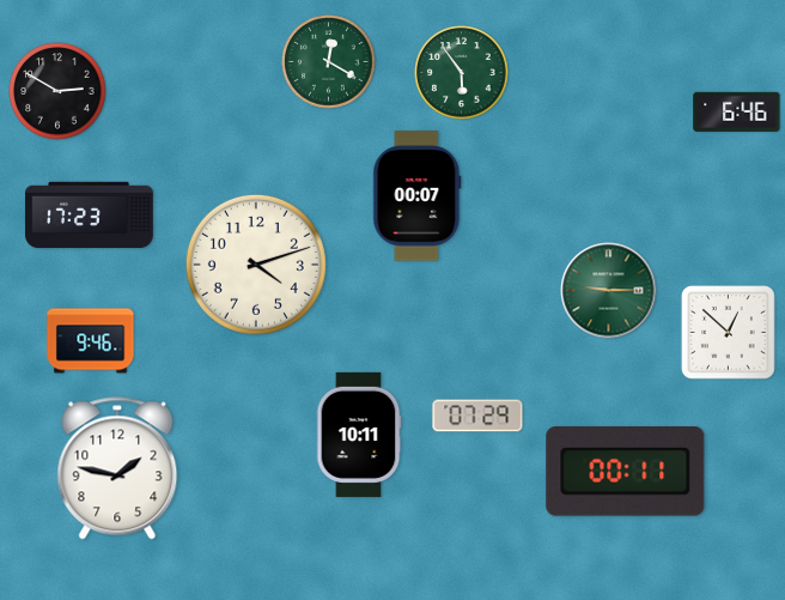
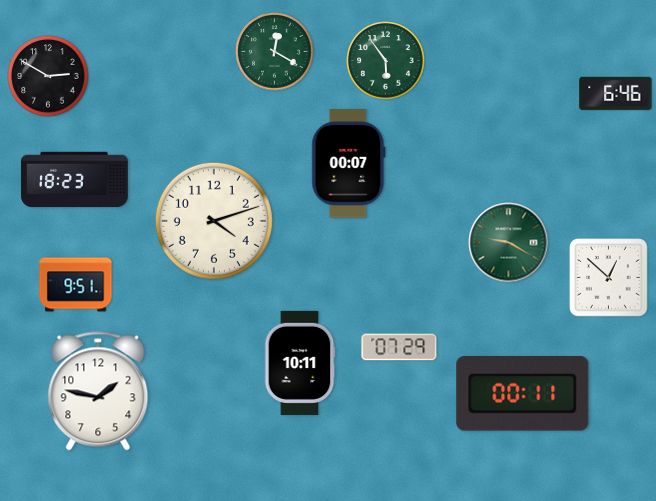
clock at (90, 216): 17:23 -> 18:23
clock at (609, 291): 9:15 -> 9:20
clock at (91, 341): 9:46 -> 9:51
